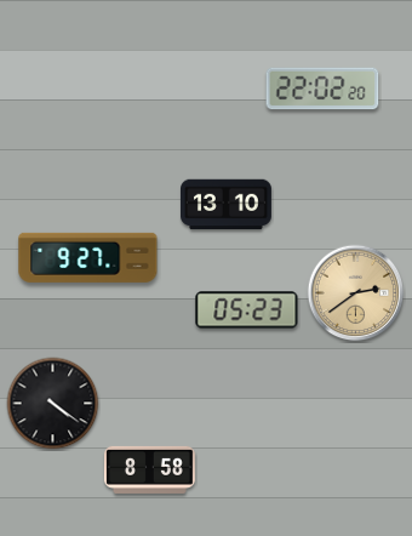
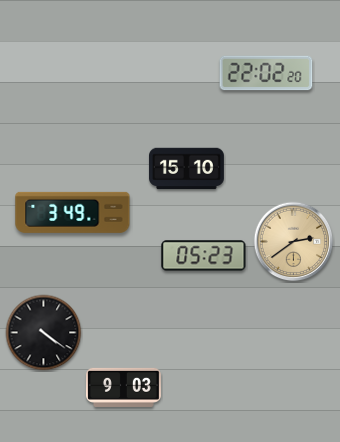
clock at (227, 205): 13:10 -> 15:10
clock at (88, 257): 9:27 -> 3:49
clock at (149, 469): 8:58 -> 9:03
